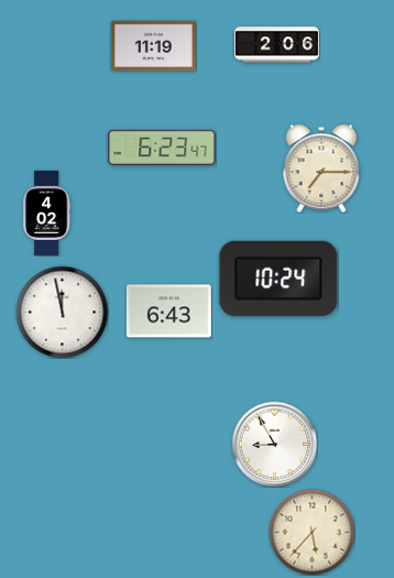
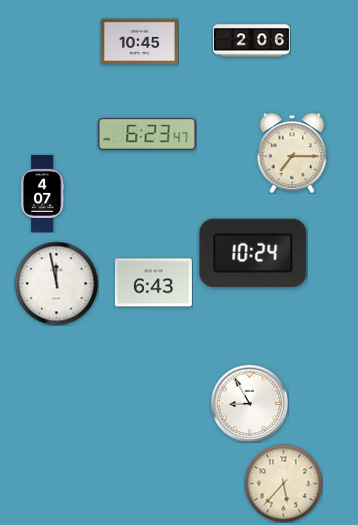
clock at (153, 46): 11:19 -> 10:45
clock at (47, 212): 4:02 -> 4:07
